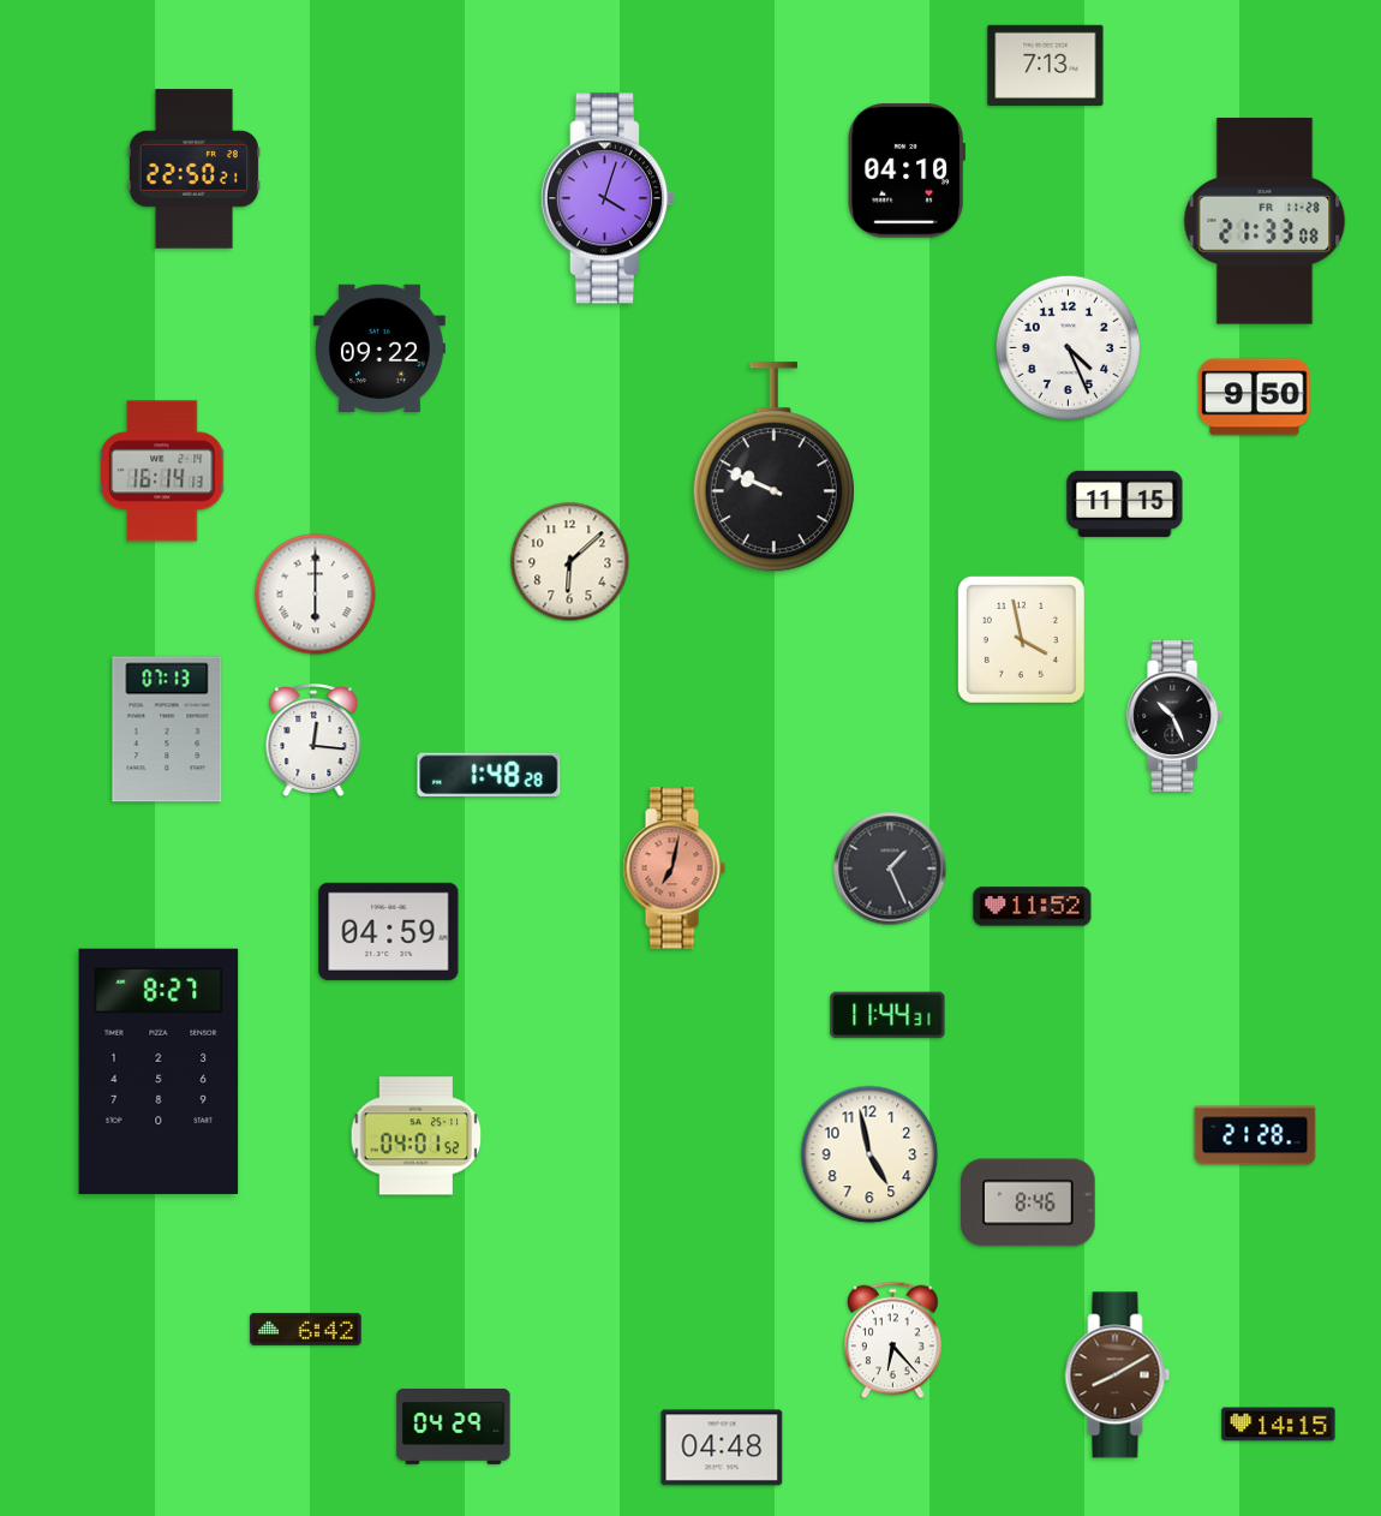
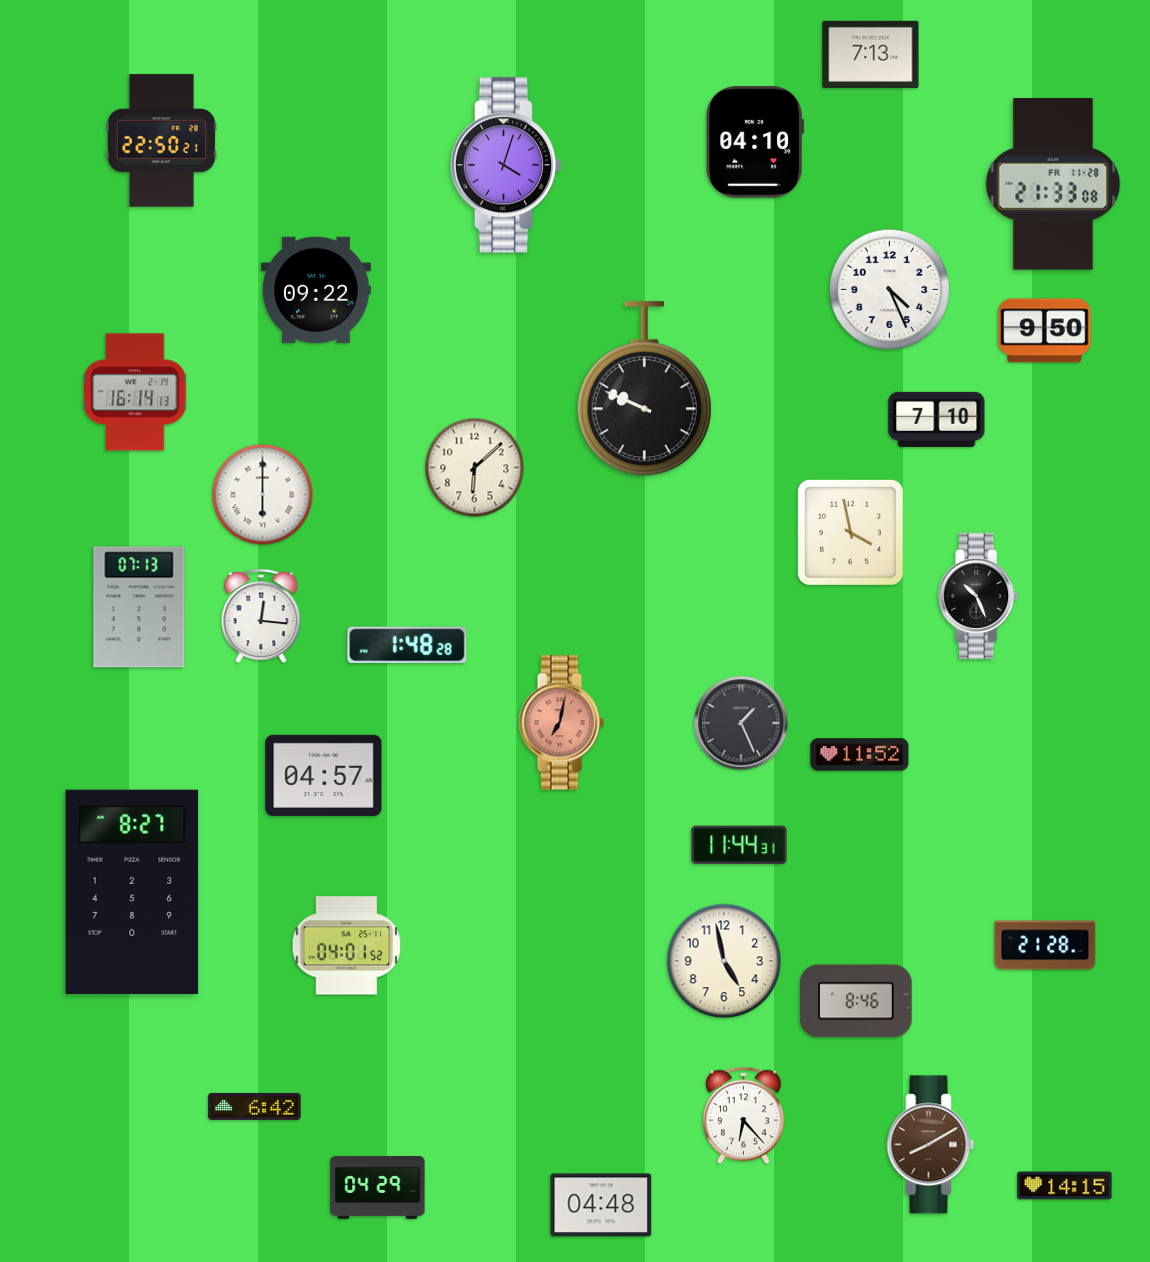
clock at (1125, 503): 11:15 -> 7:10
clock at (389, 931): 04:59 -> 04:57
